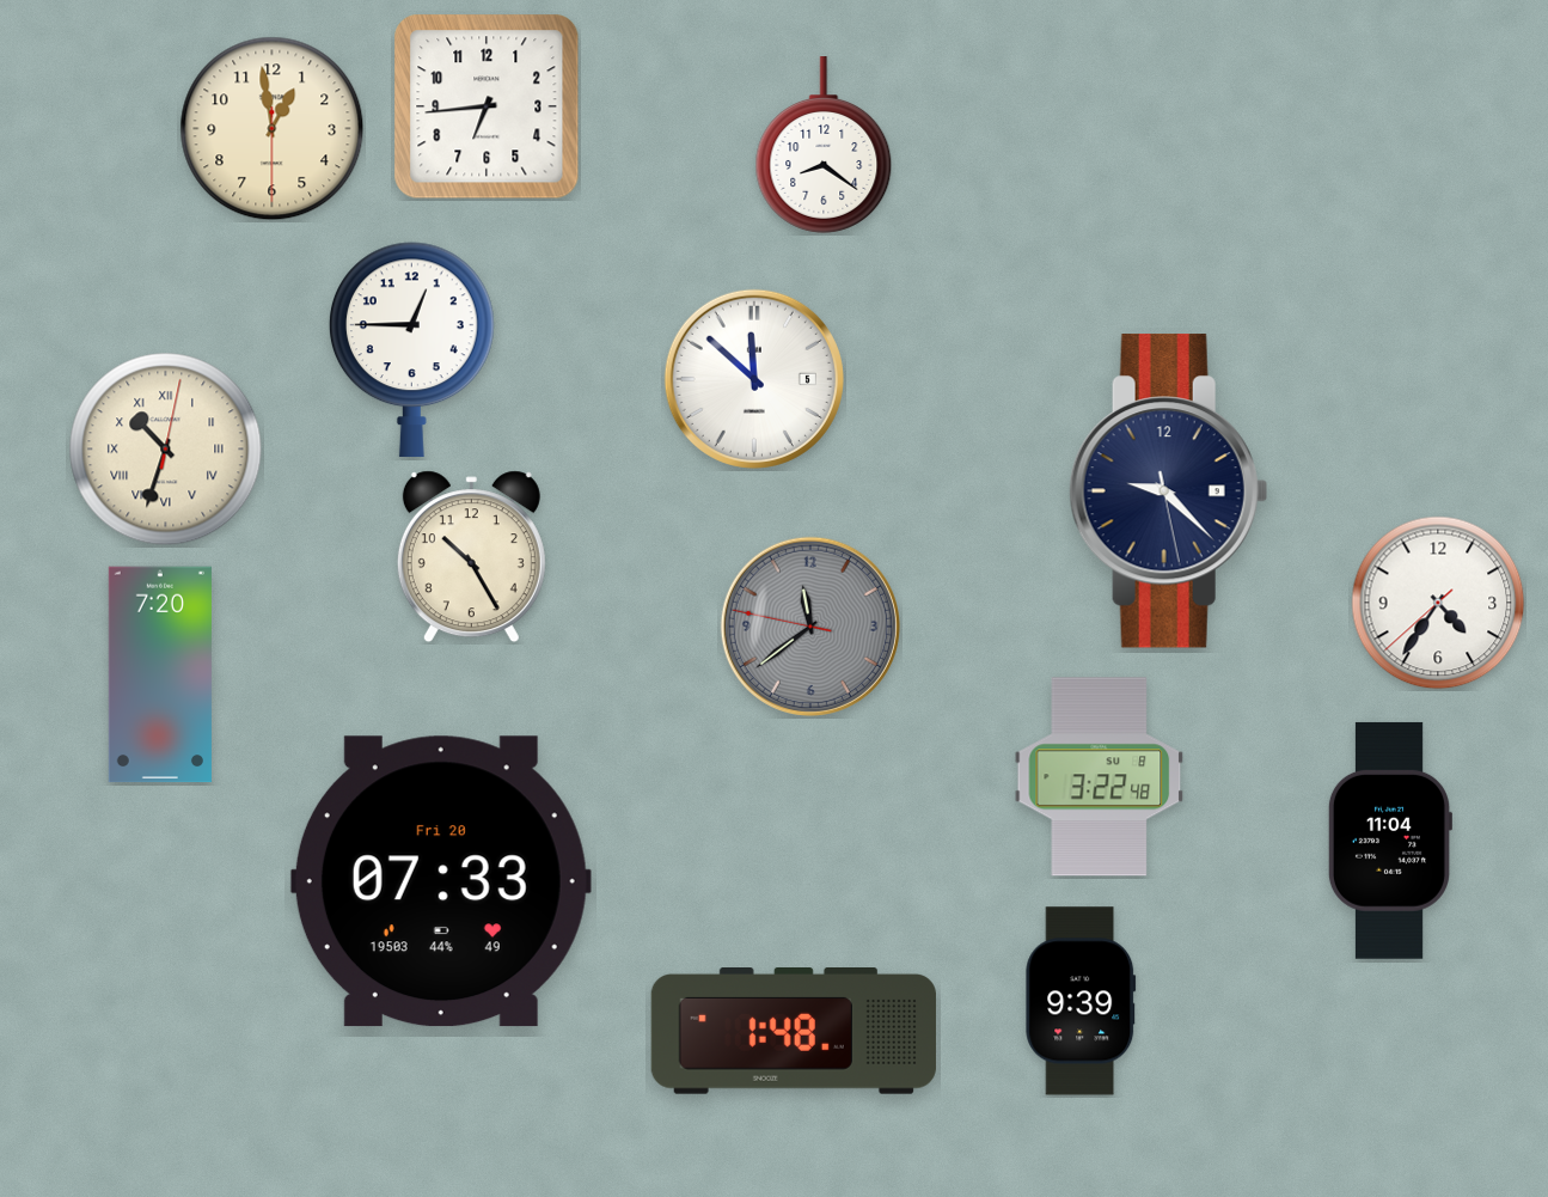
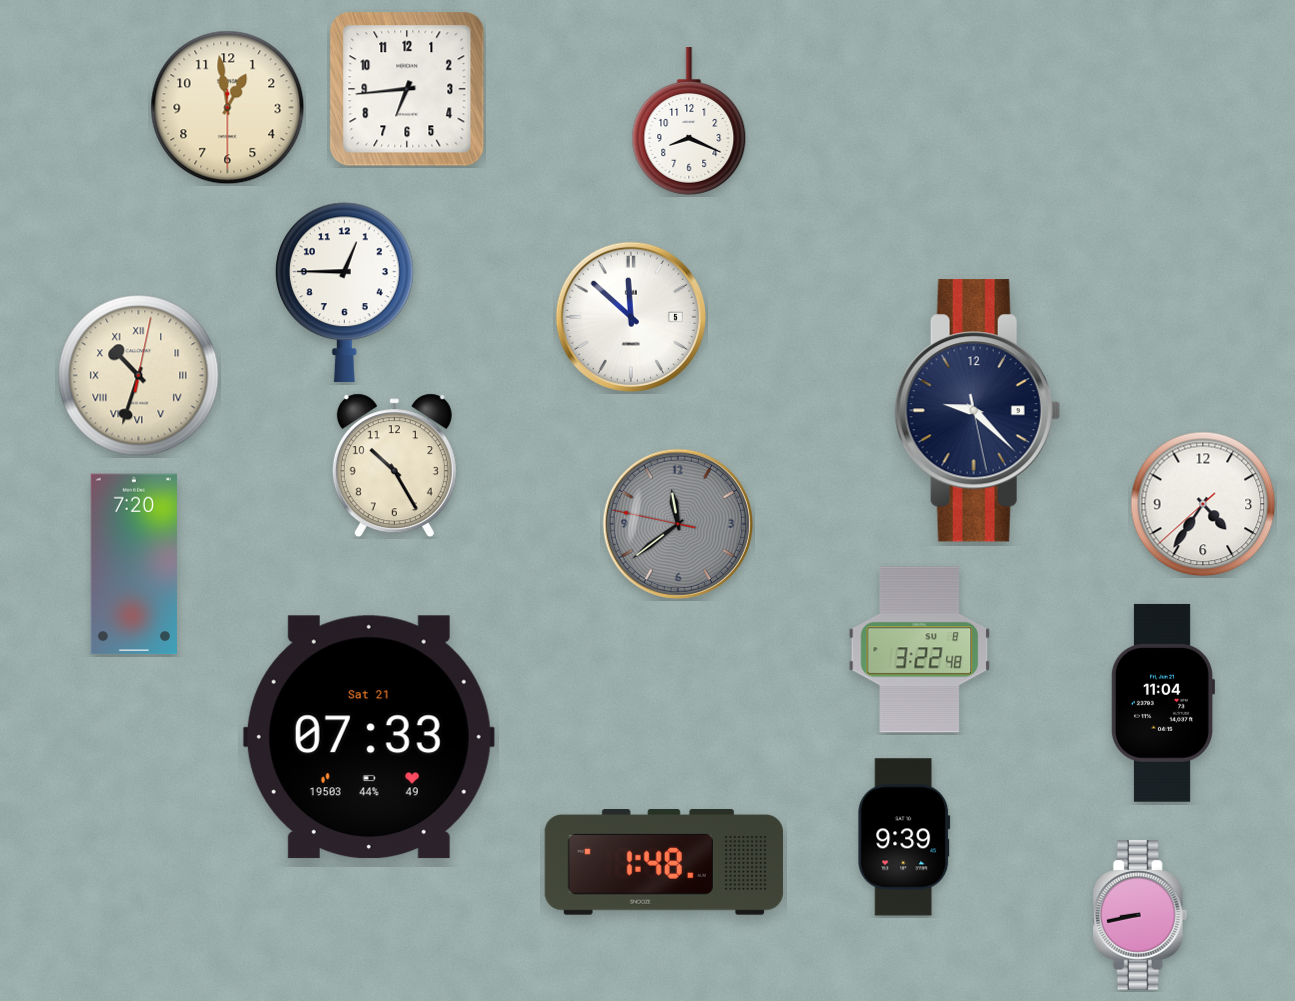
clock at (824, 145): 8:21 -> 8:19
clock at (441, 881) date: Fri 20 -> Sat 21
clock at (1140, 915): none -> 8:43
